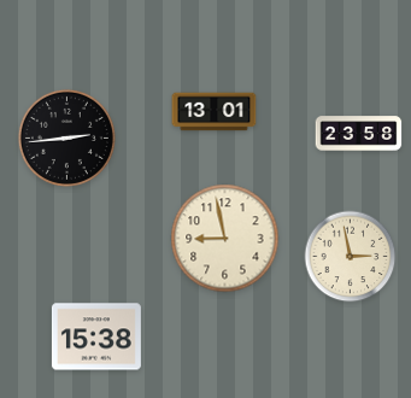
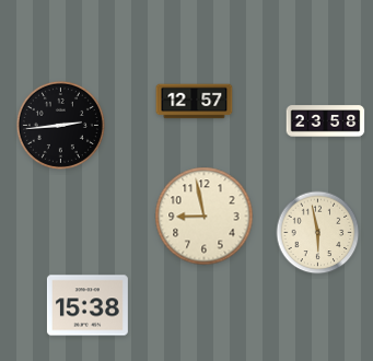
clock at (215, 112): 13:01 -> 12:57
clock at (351, 257): 2:58 -> 5:58
